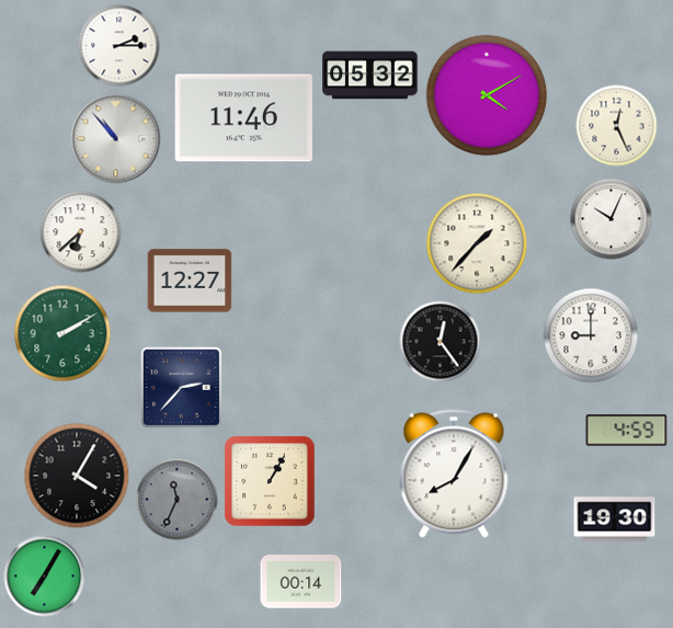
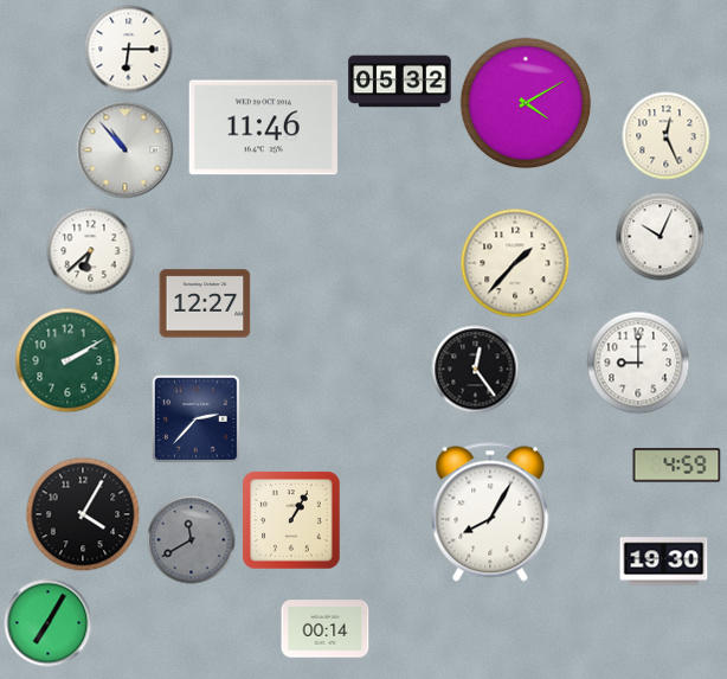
clock at (119, 46): 2:15 -> 6:15
clock at (81, 232) position: (81, 232) -> (91, 251)
clock at (178, 500): 11:34 -> 11:40
